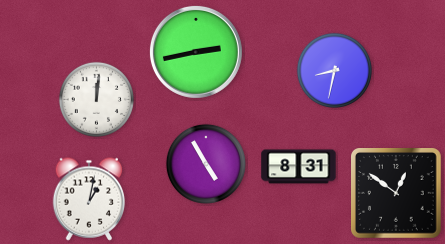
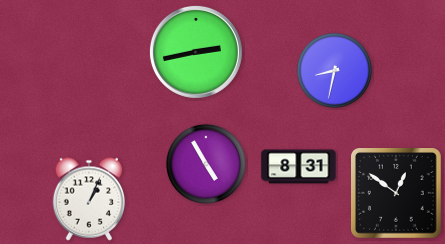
clock at (96, 99): 12:01 -> none
clock at (89, 199): 1:02 -> 1:04
